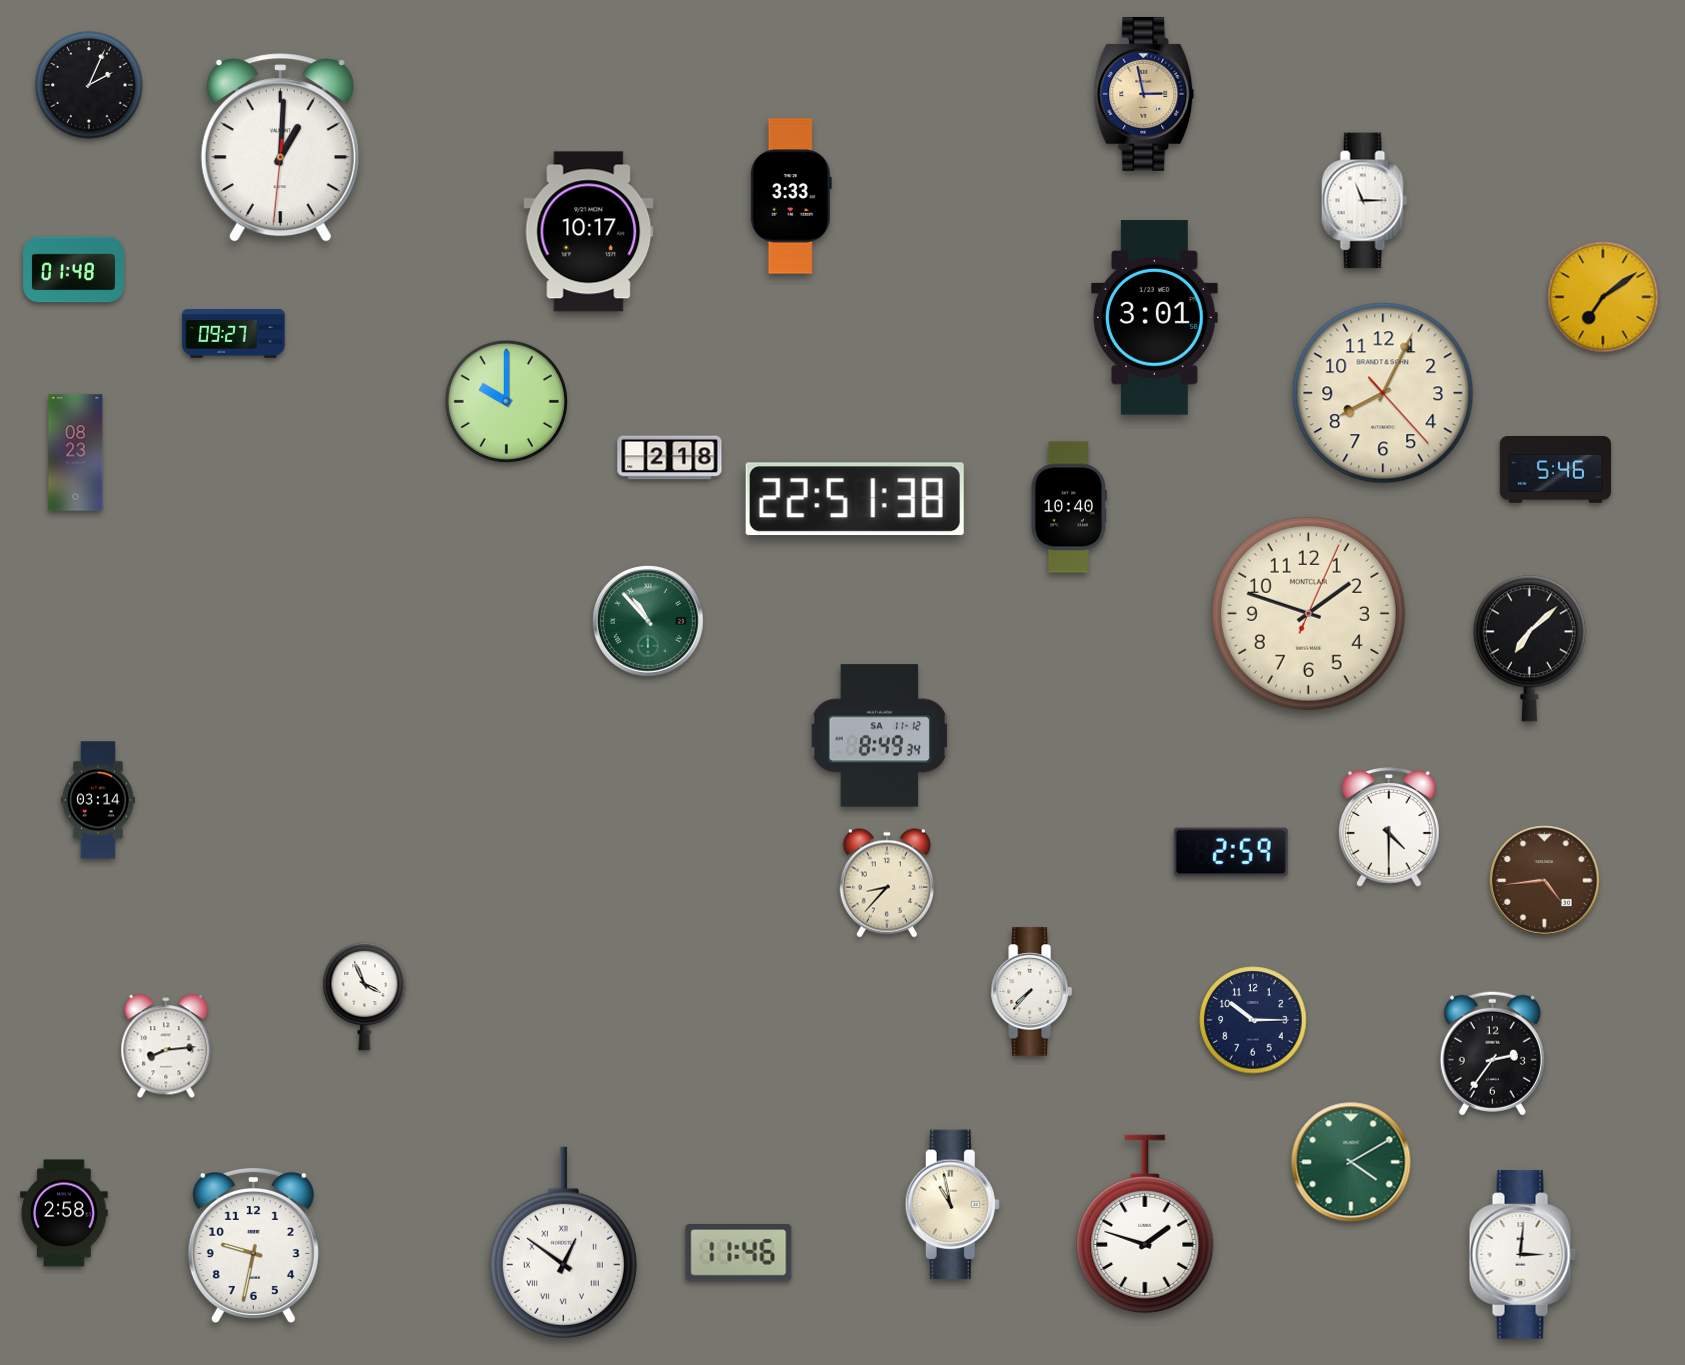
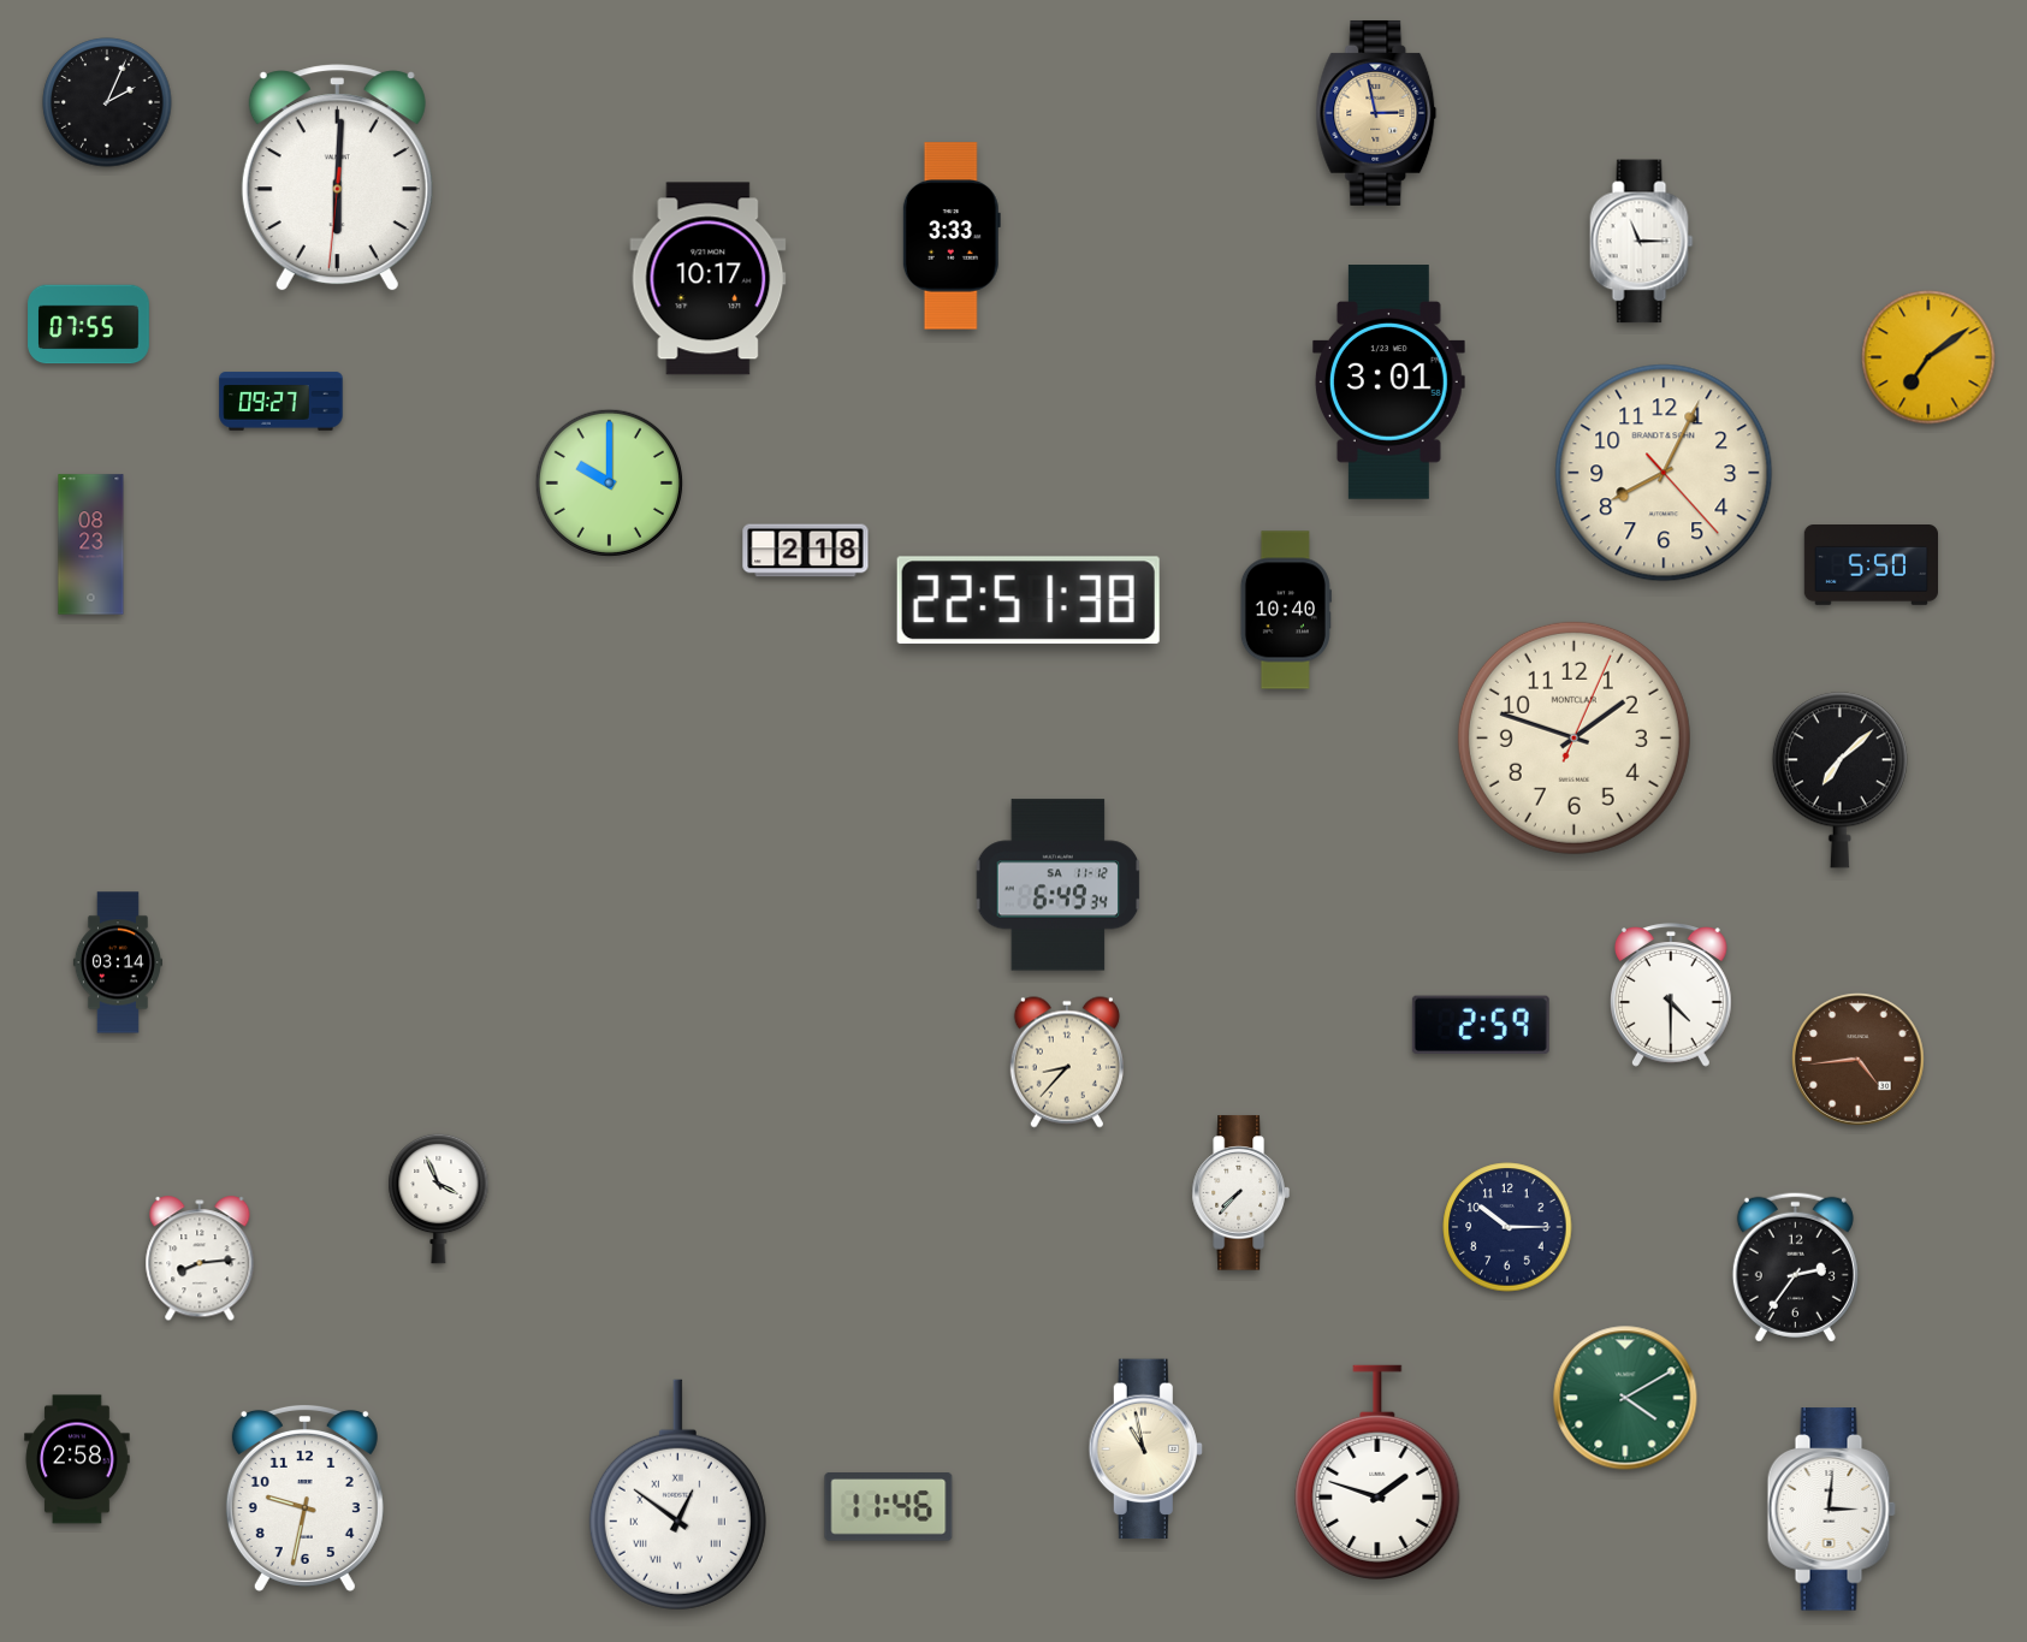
clock at (280, 148): 1:00 -> 6:00
clock at (74, 270): 01:48 -> 07:55
clock at (1555, 470): 5:46 -> 5:50
clock at (648, 621): 10:53 -> none
clock at (880, 736): 8:49 -> 6:49
